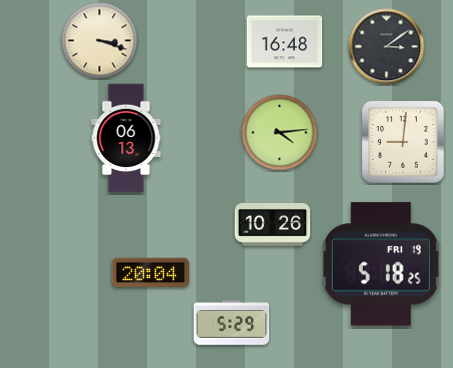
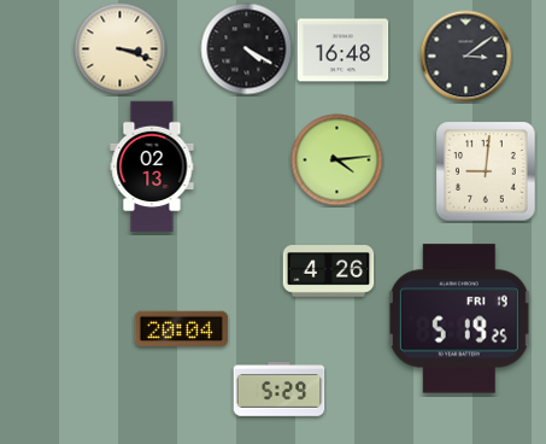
clock at (247, 49): none -> 4:20
clock at (126, 138): 06:13 -> 02:13
clock at (273, 225): 10:26 -> 4:26
clock at (381, 264): 5:18 -> 5:19
